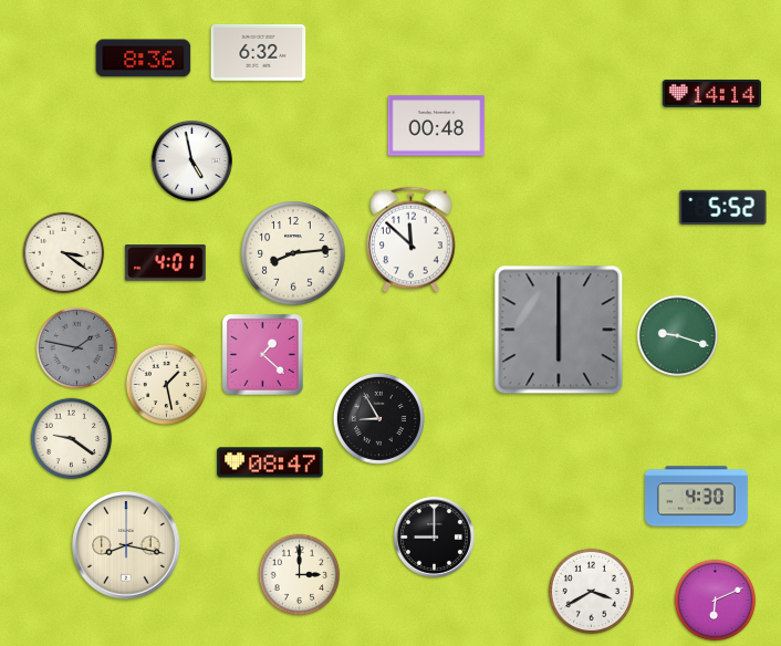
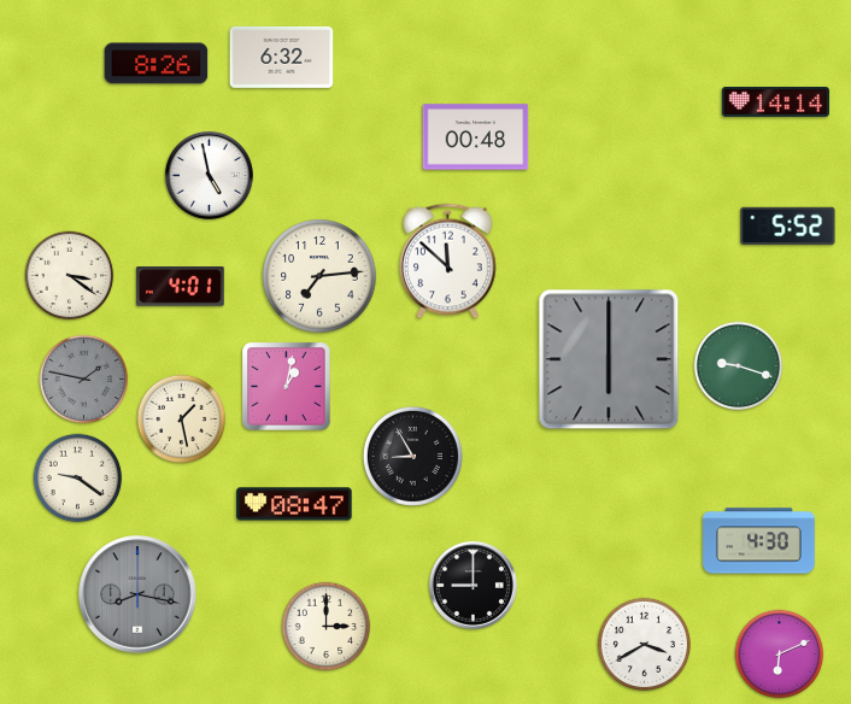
clock at (144, 59): 8:36 -> 8:26
clock at (293, 253): 8:14 -> 7:14
clock at (263, 355): 1:22 -> 1:02
clock at (126, 545) dial: cream -> grey
